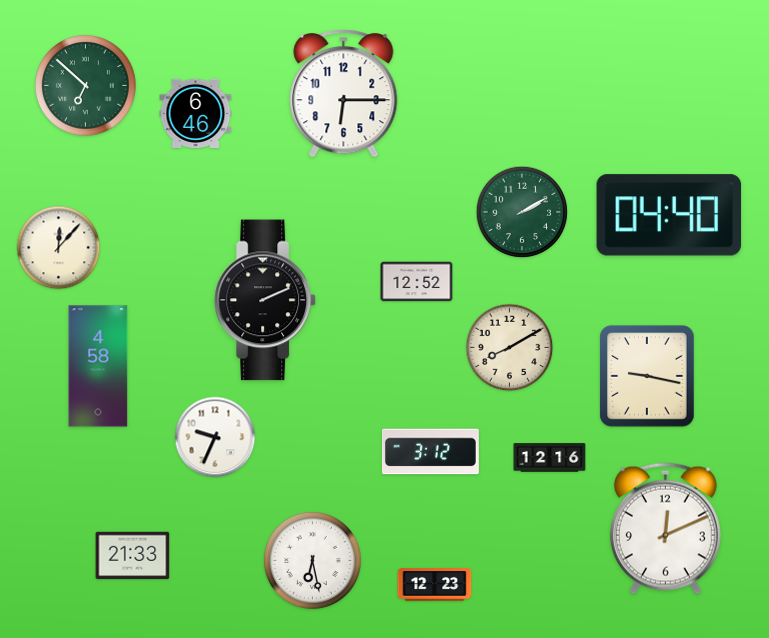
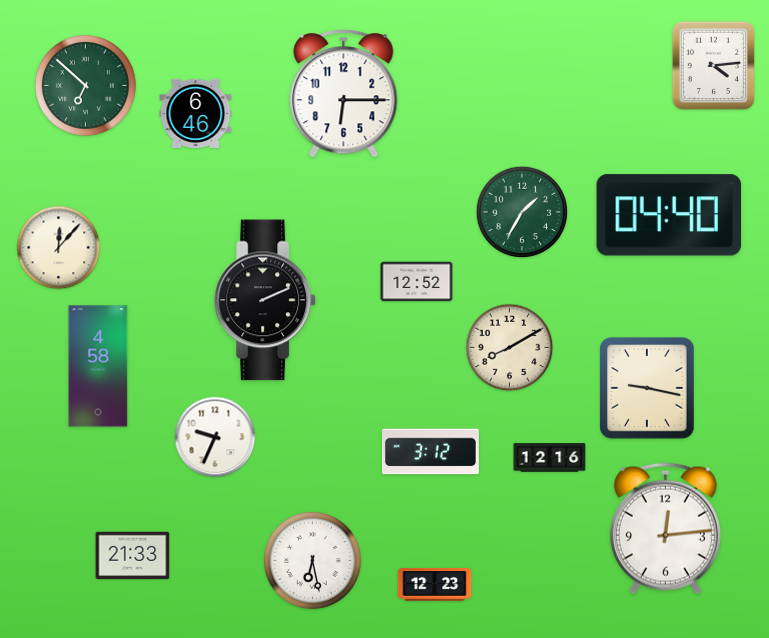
clock at (713, 65): none -> 4:14
clock at (522, 212): 2:10 -> 1:35
clock at (647, 376) position: (647, 376) -> (647, 388)
clock at (665, 529): 12:11 -> 12:14
